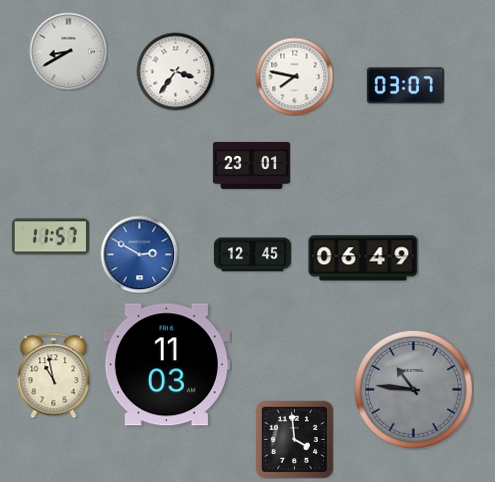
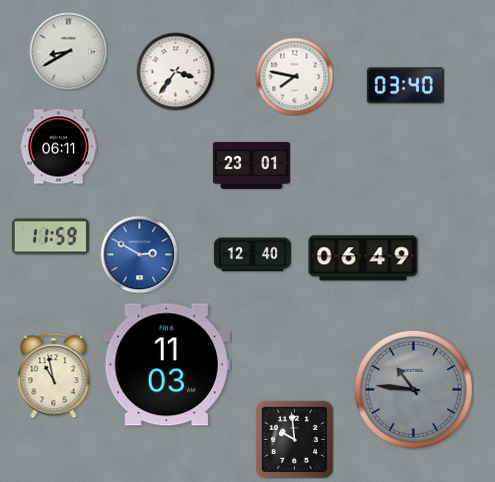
clock at (405, 86): 03:07 -> 03:40
clock at (58, 147): none -> 06:11
clock at (50, 237): 11:57 -> 11:59
clock at (252, 255): 12:45 -> 12:40
clock at (294, 439): 3:59 -> 9:59
